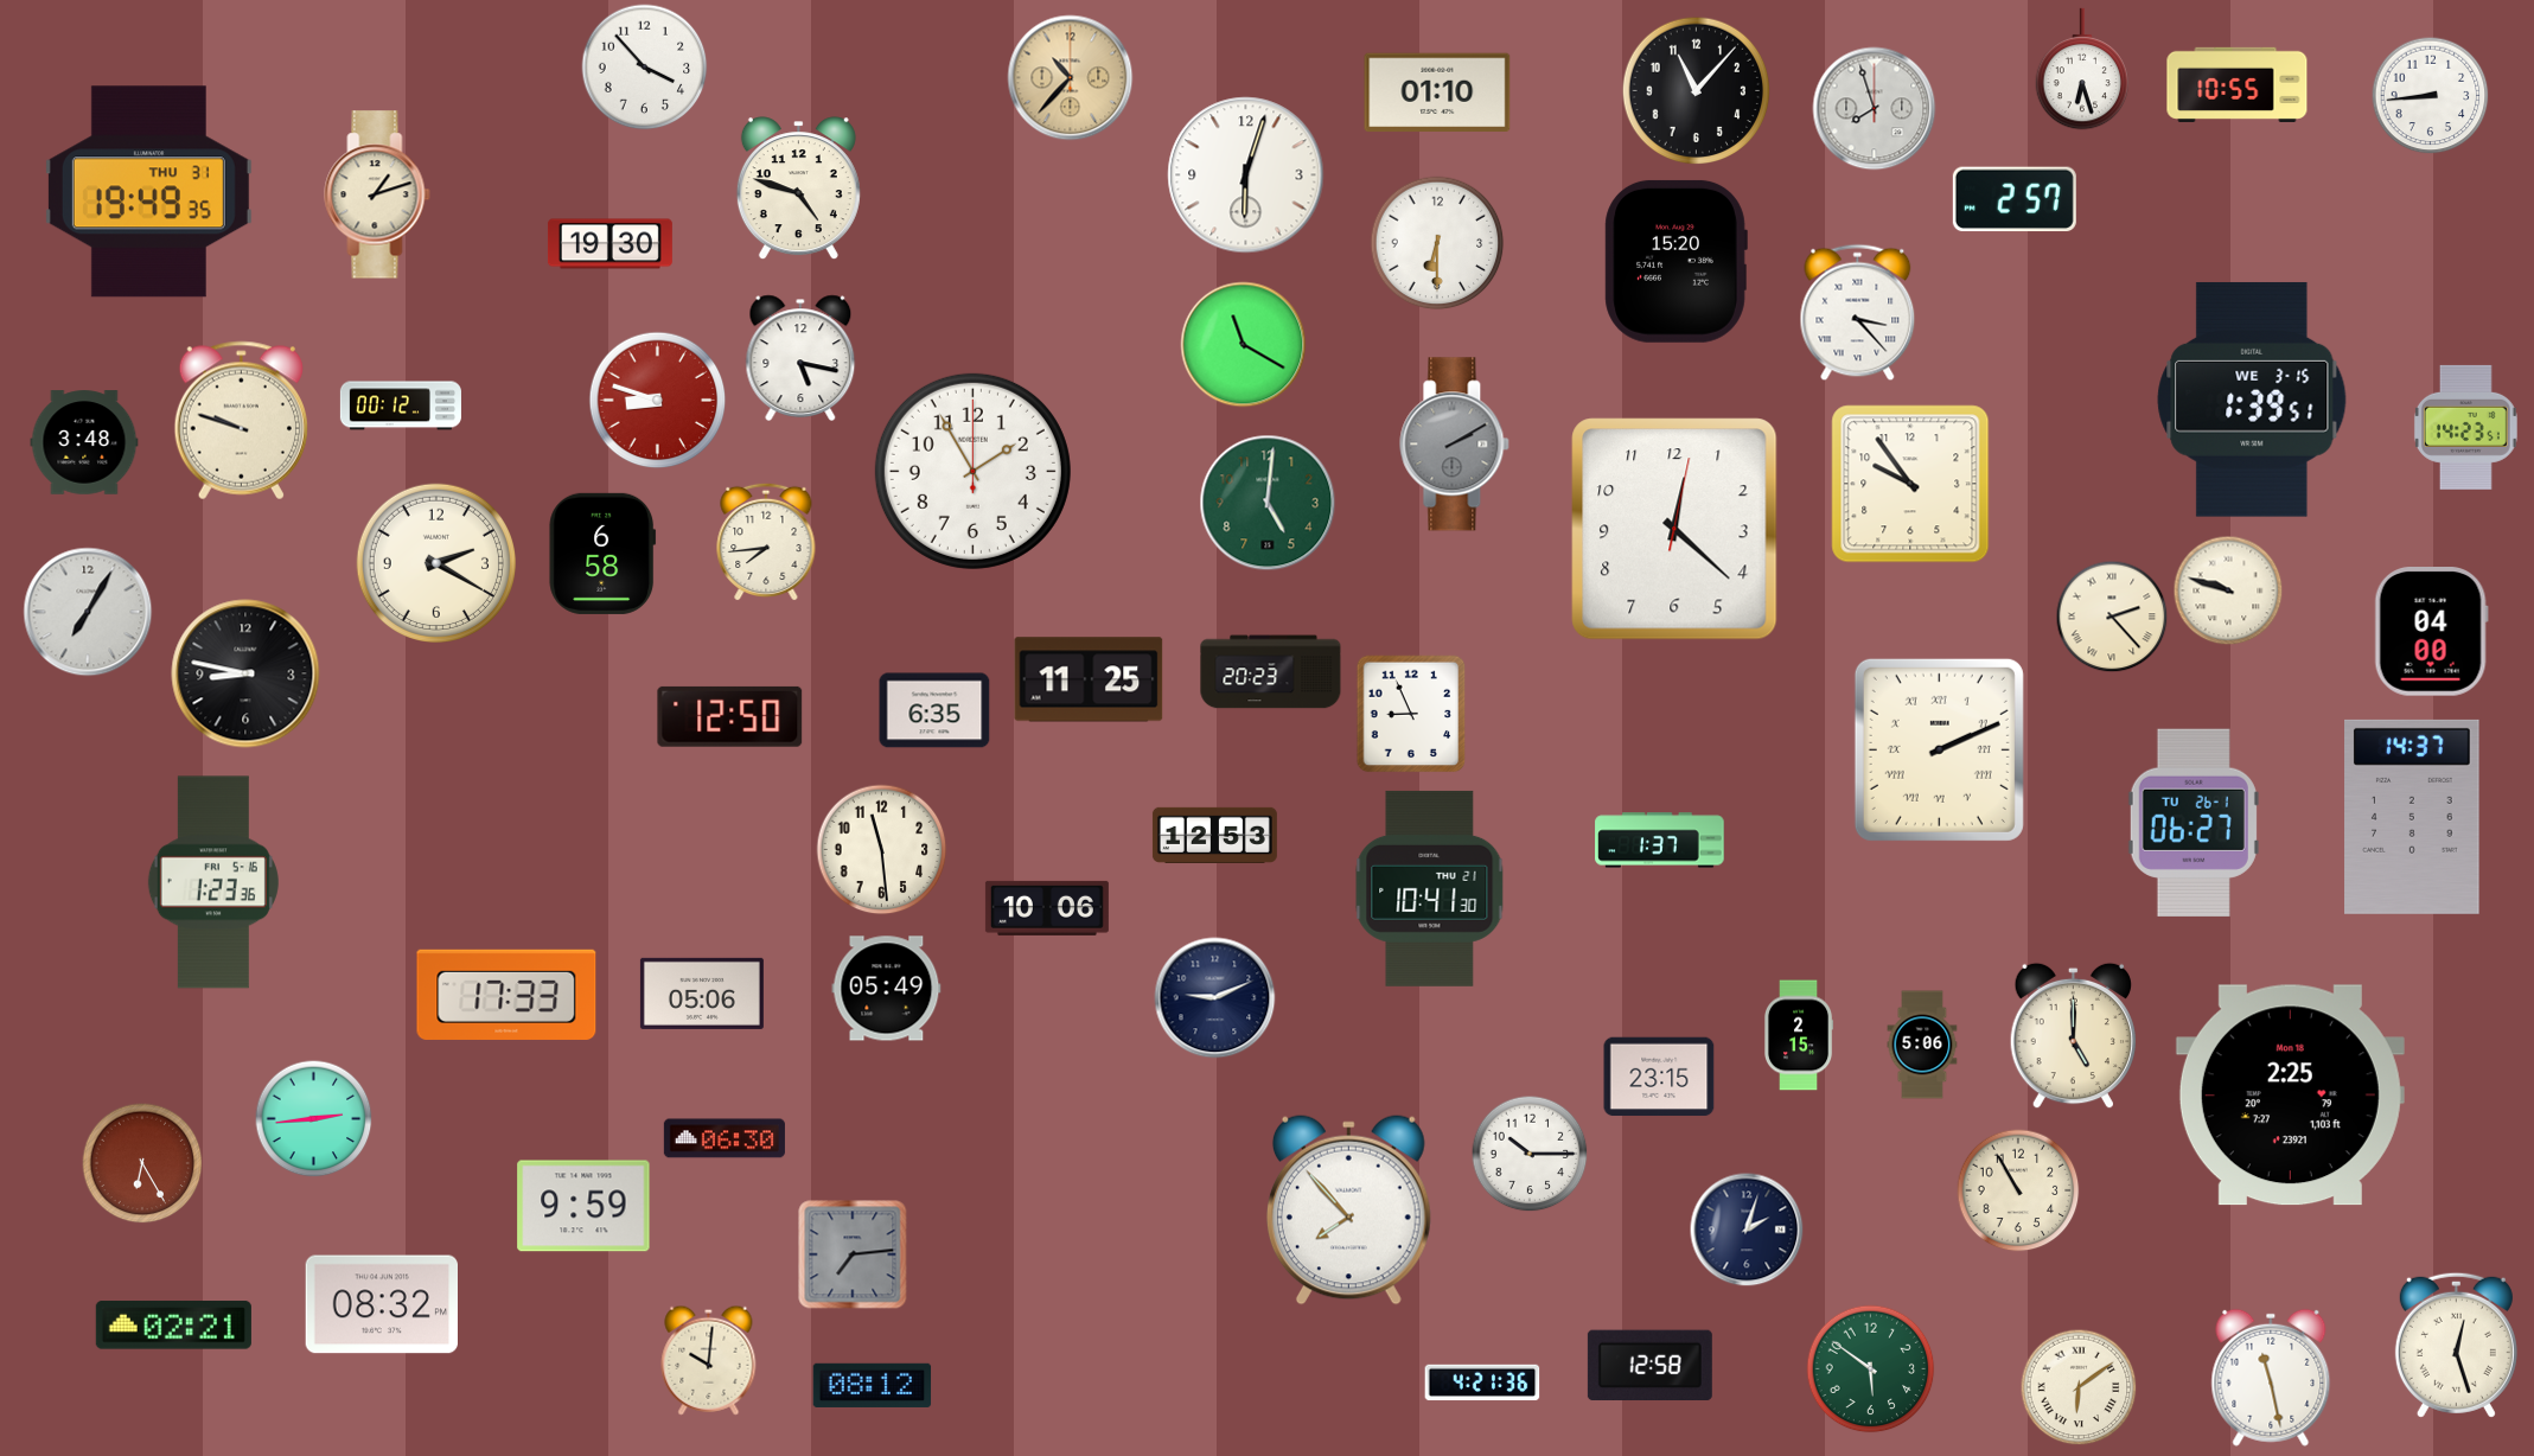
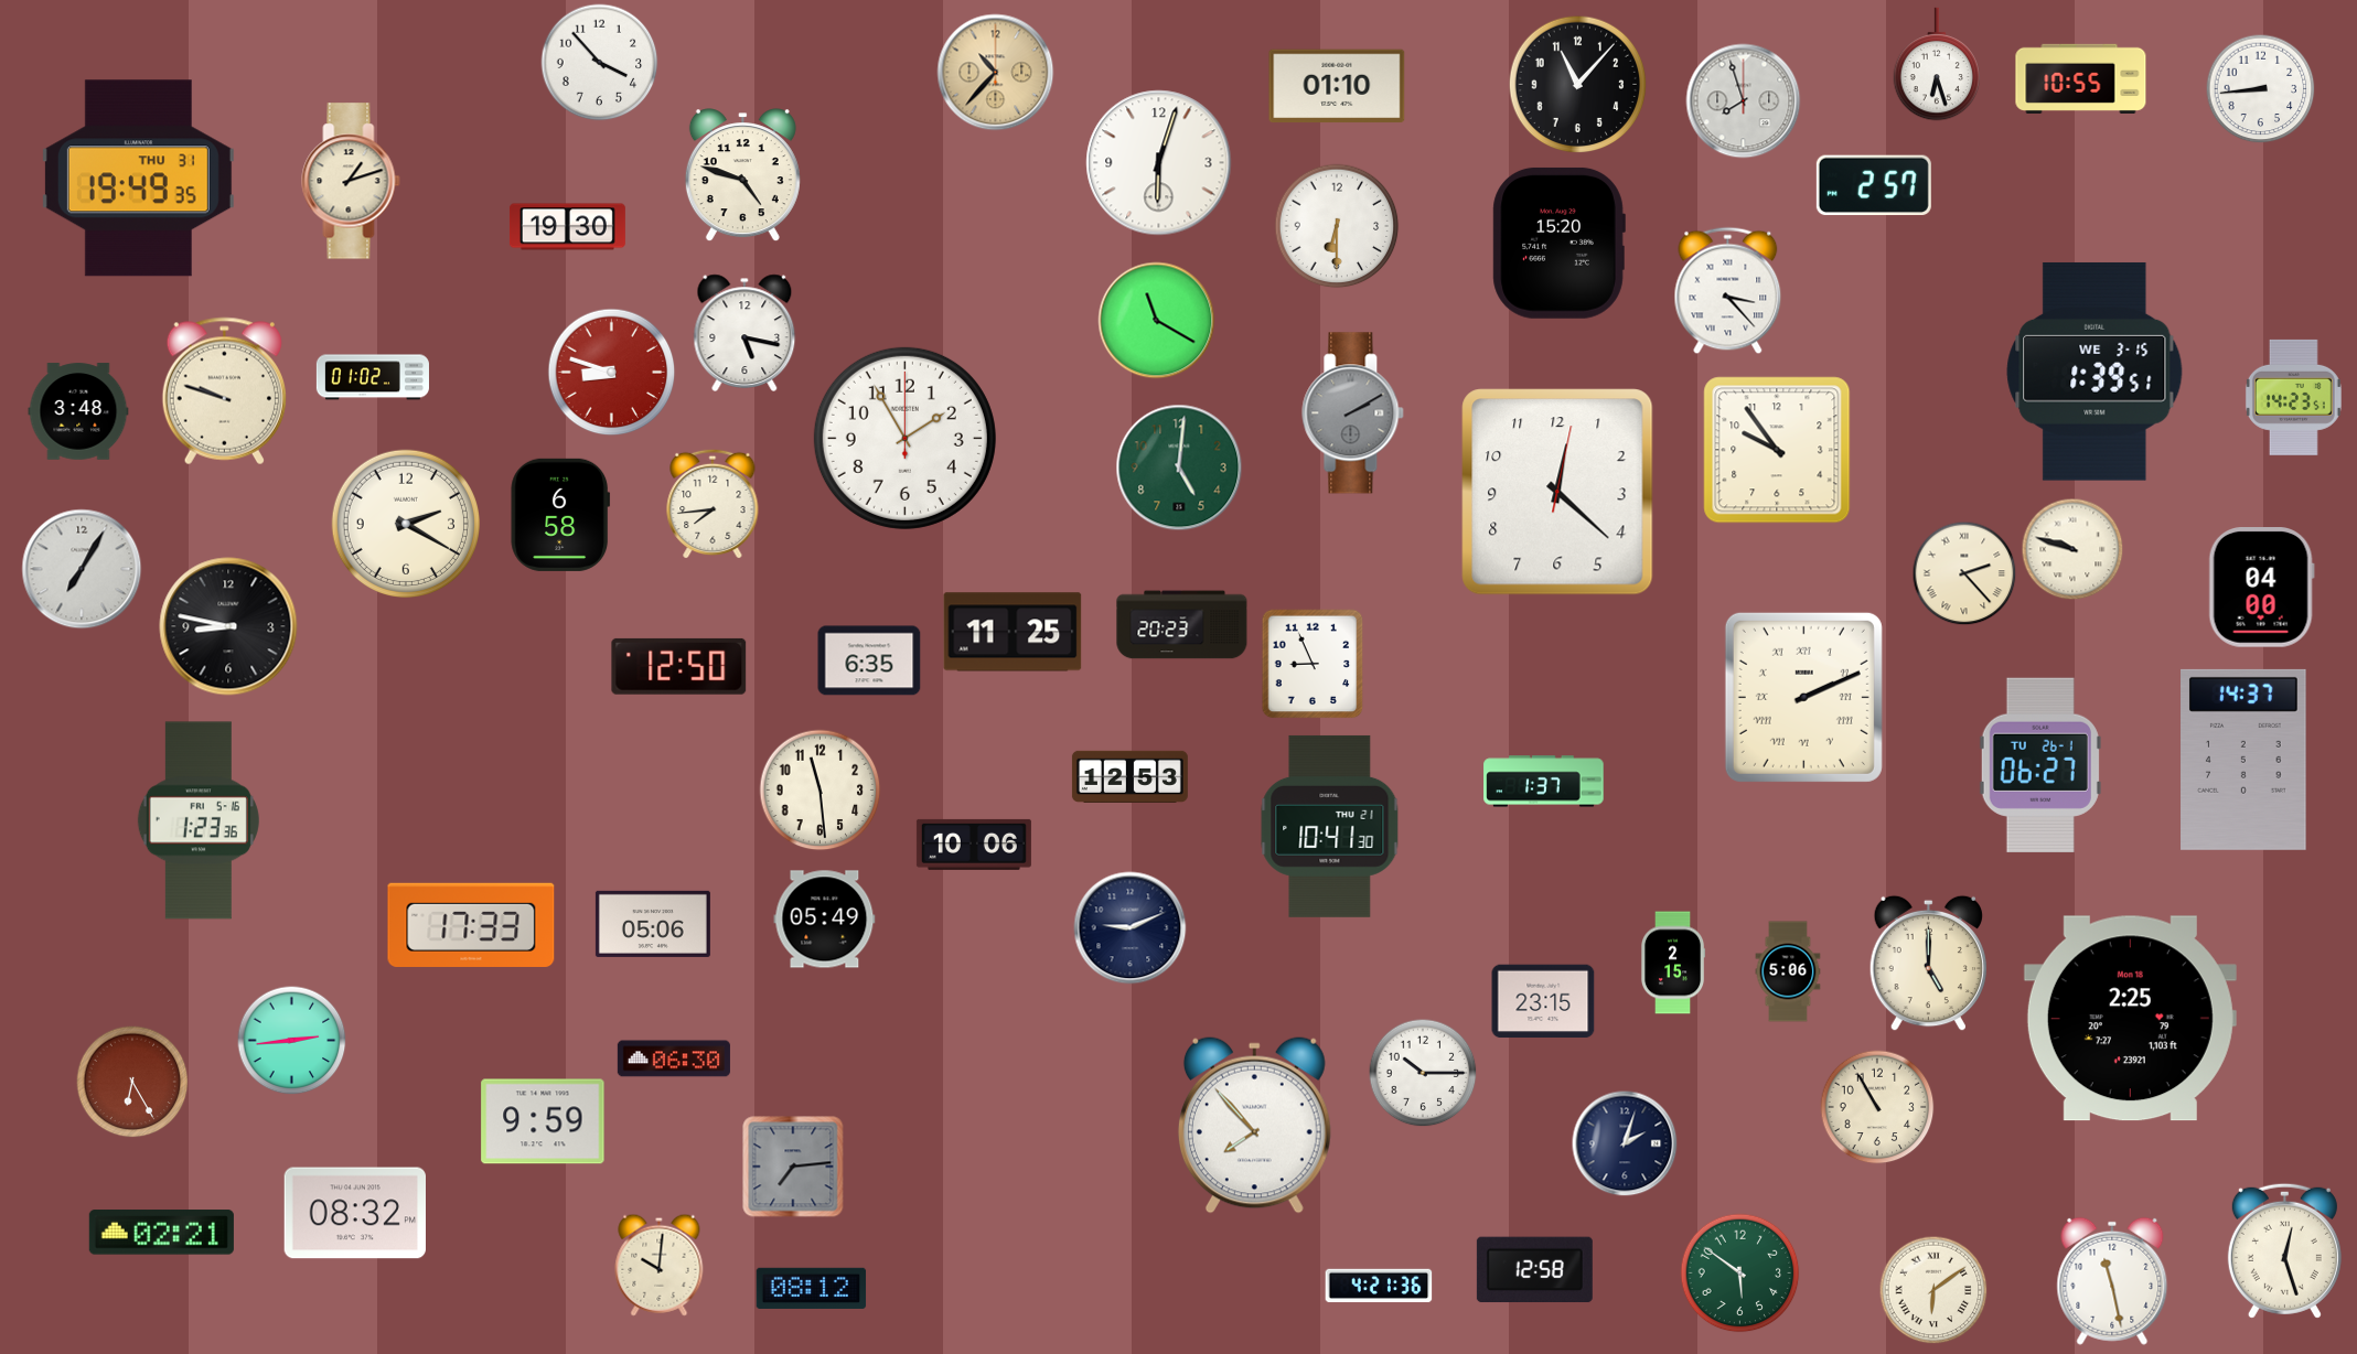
clock at (401, 405): 00:12 -> 01:02
